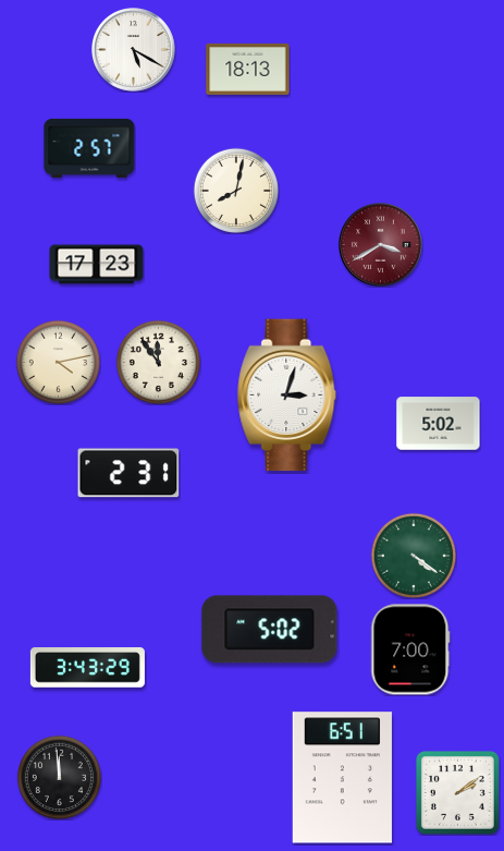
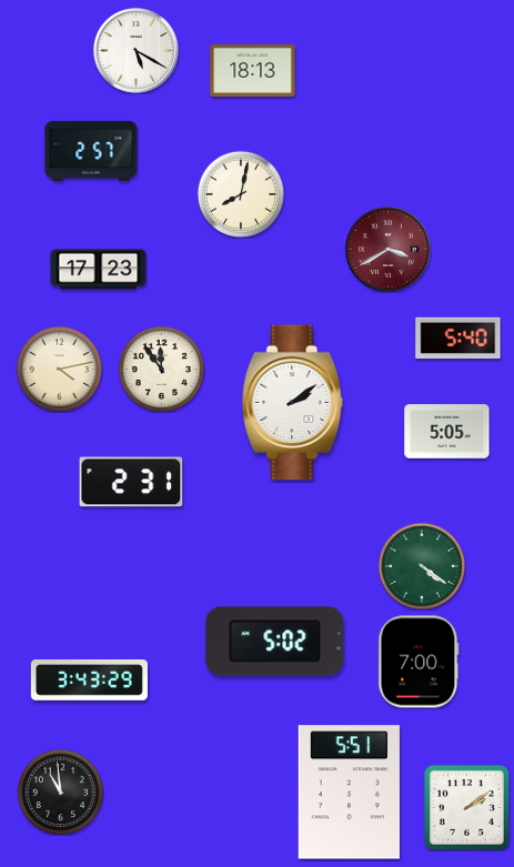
clock at (458, 337): none -> 5:40
clock at (287, 396): 3:03 -> 2:09
clock at (439, 424): 5:02 -> 5:05
clock at (59, 777): 11:59 -> 10:59
clock at (342, 778): 6:51 -> 5:51
